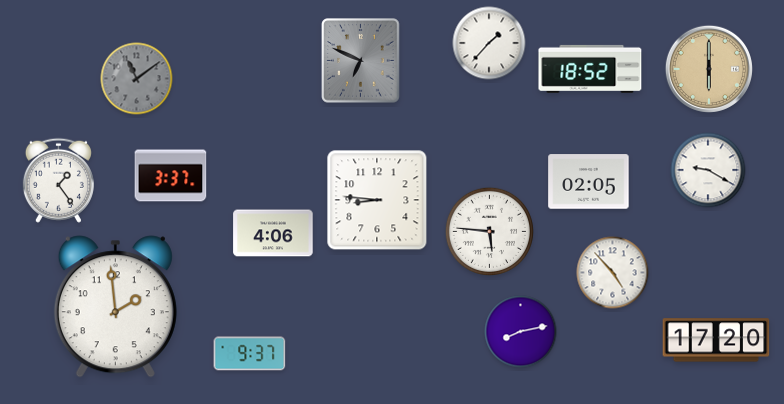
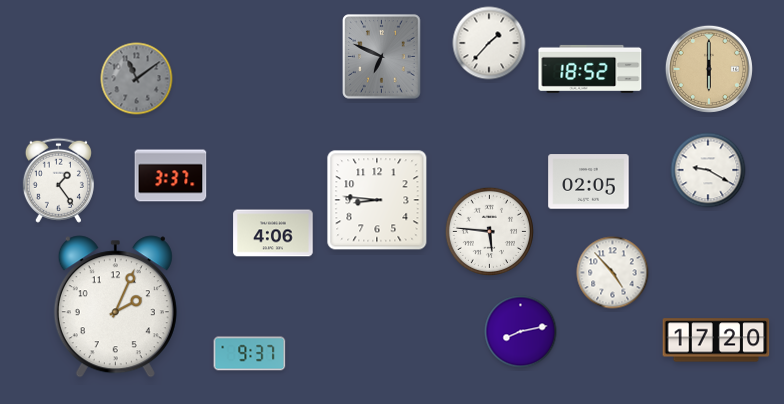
clock at (361, 61) position: (361, 61) -> (382, 57)
clock at (115, 307): 1:59 -> 2:04
